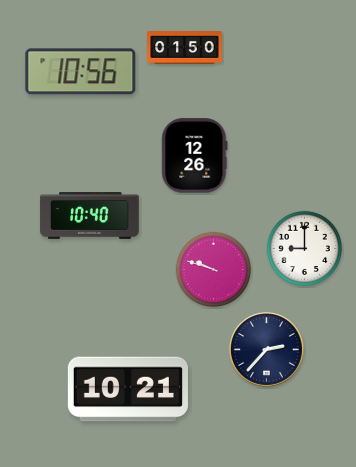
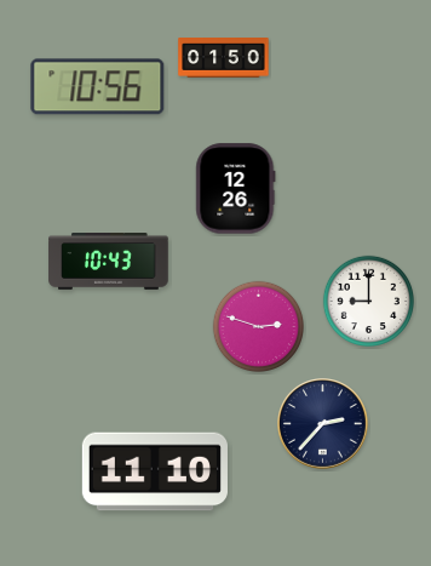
clock at (90, 216): 10:40 -> 10:43
clock at (213, 269): 9:48 -> 2:48
clock at (128, 389): 10:21 -> 11:10
